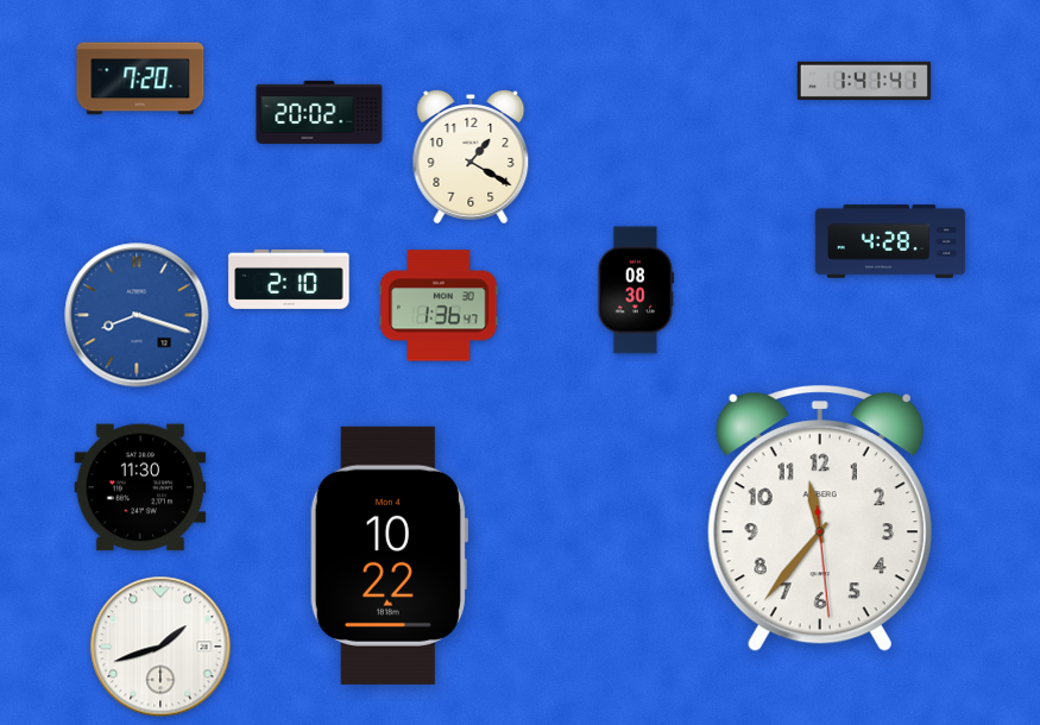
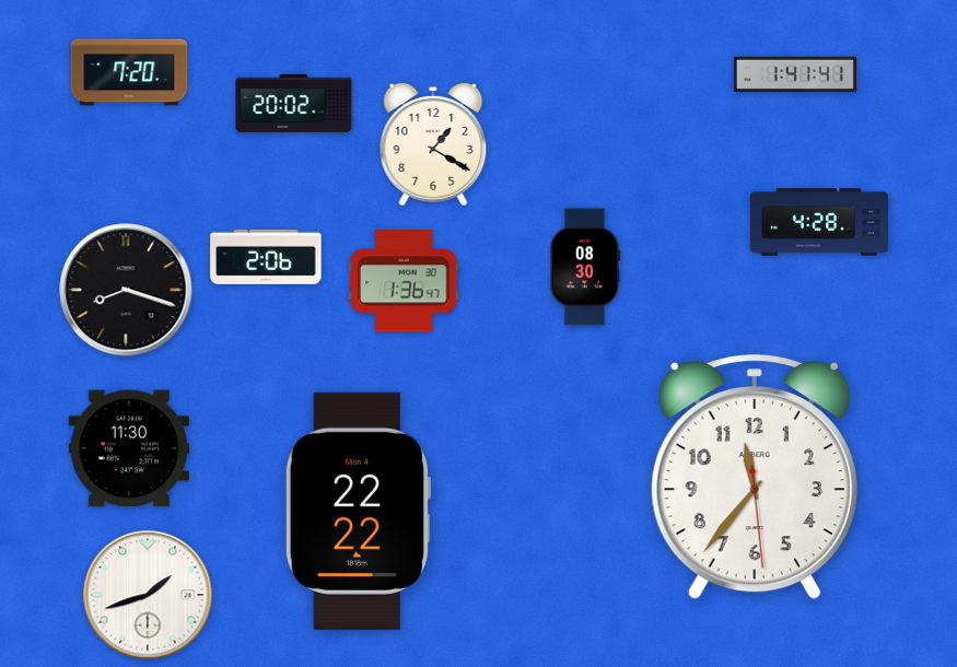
clock at (289, 279): 2:10 -> 2:06
clock at (137, 315) dial: blue -> black
clock at (389, 555): 10:22 -> 22:22
